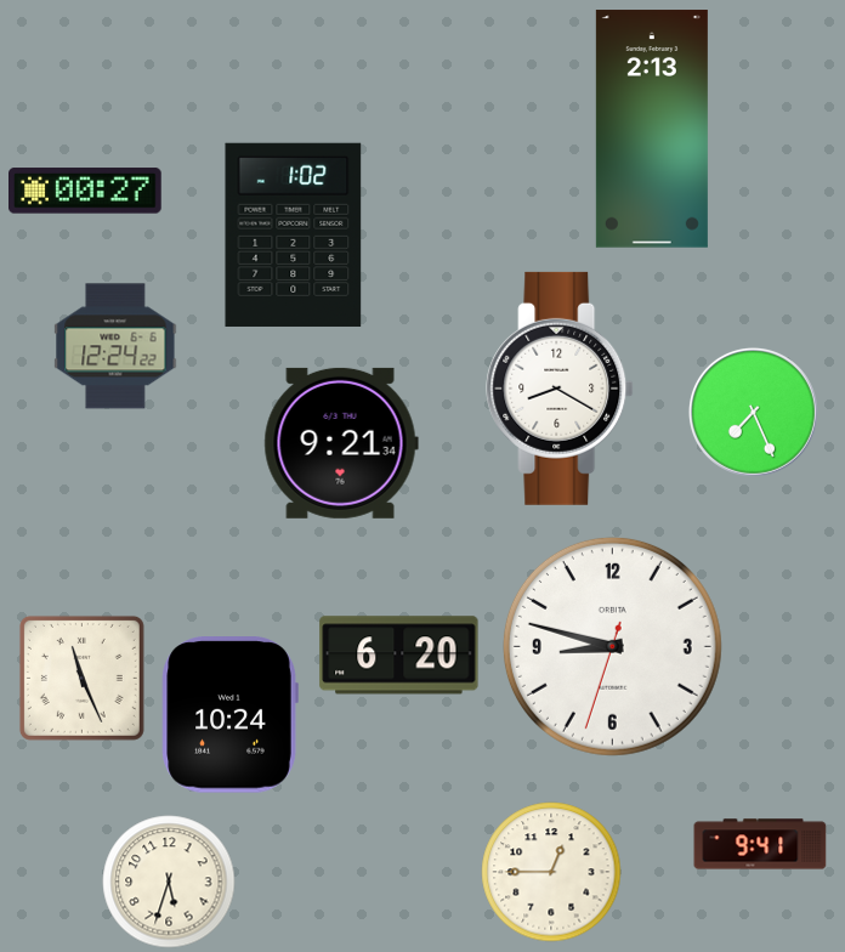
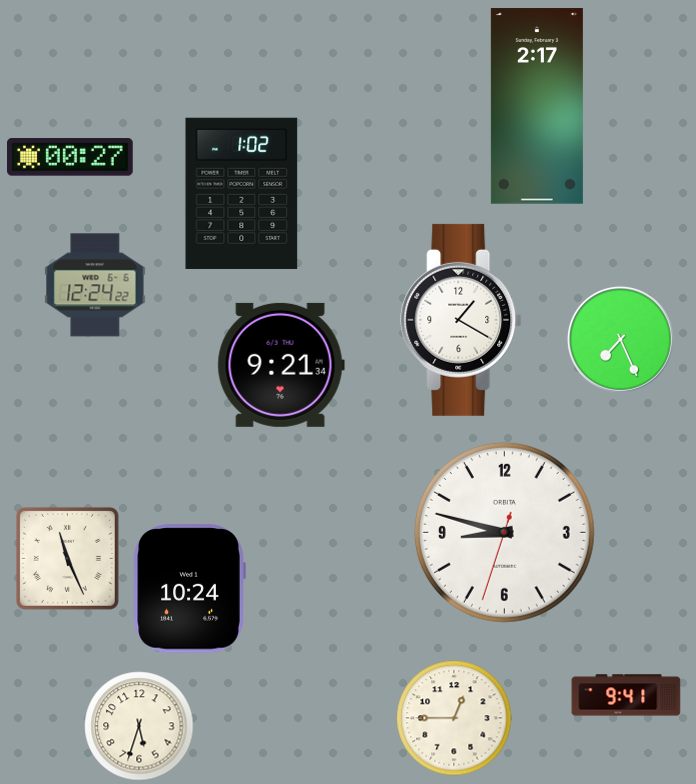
clock at (652, 129): 2:13 -> 2:17
clock at (560, 389): 8:20 -> 1:20
clock at (399, 656): 6:20 -> none
